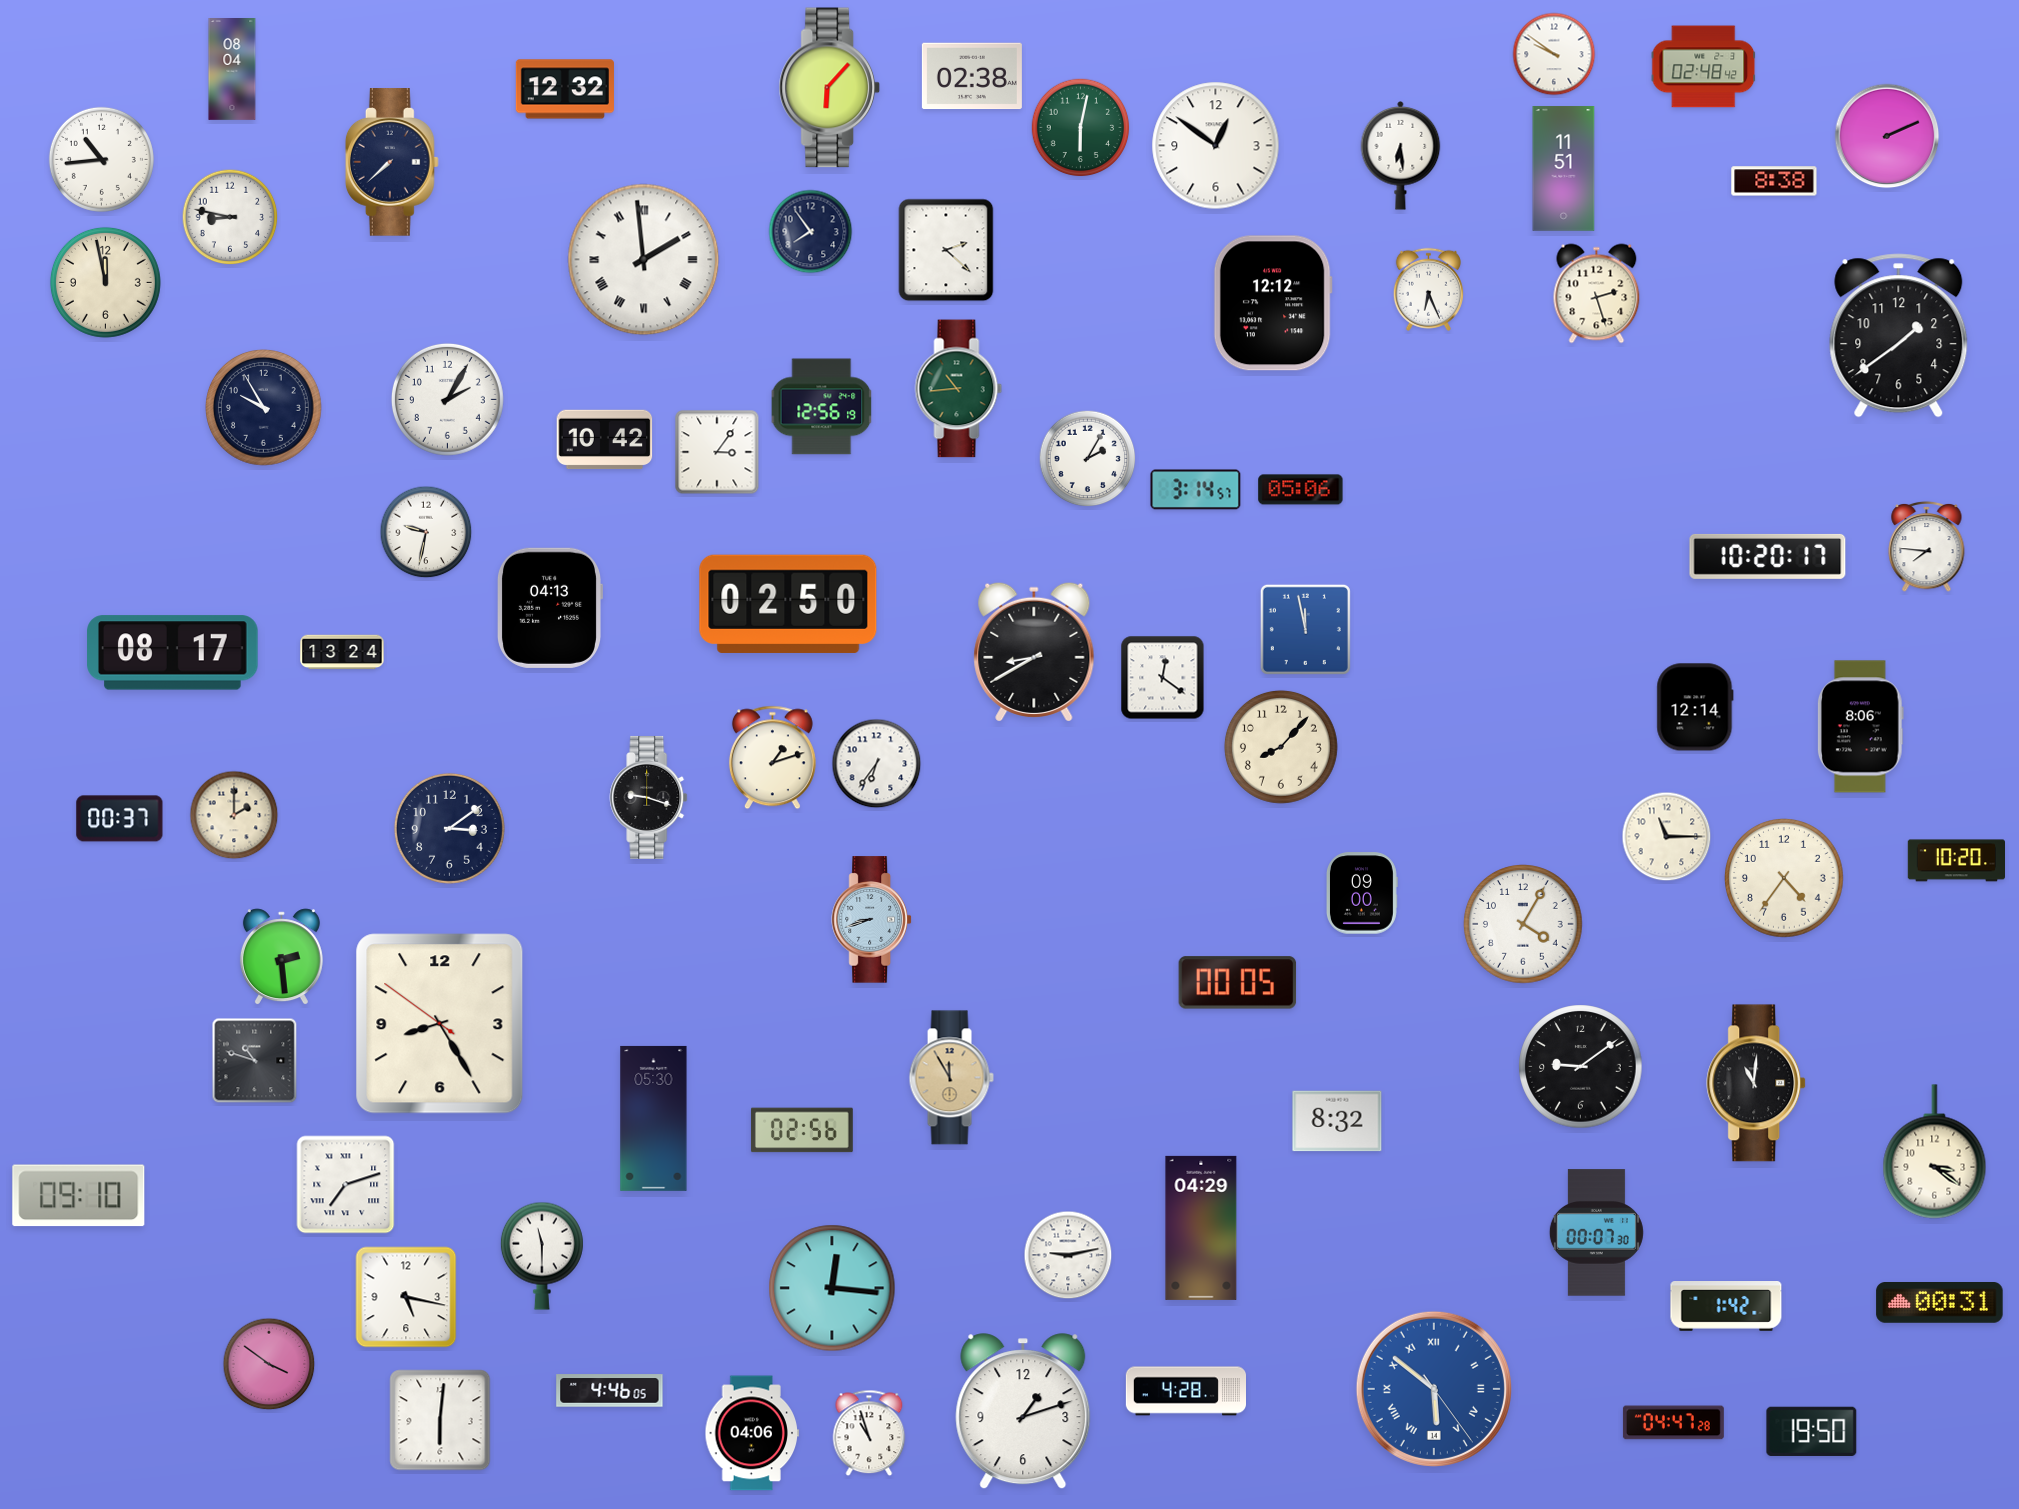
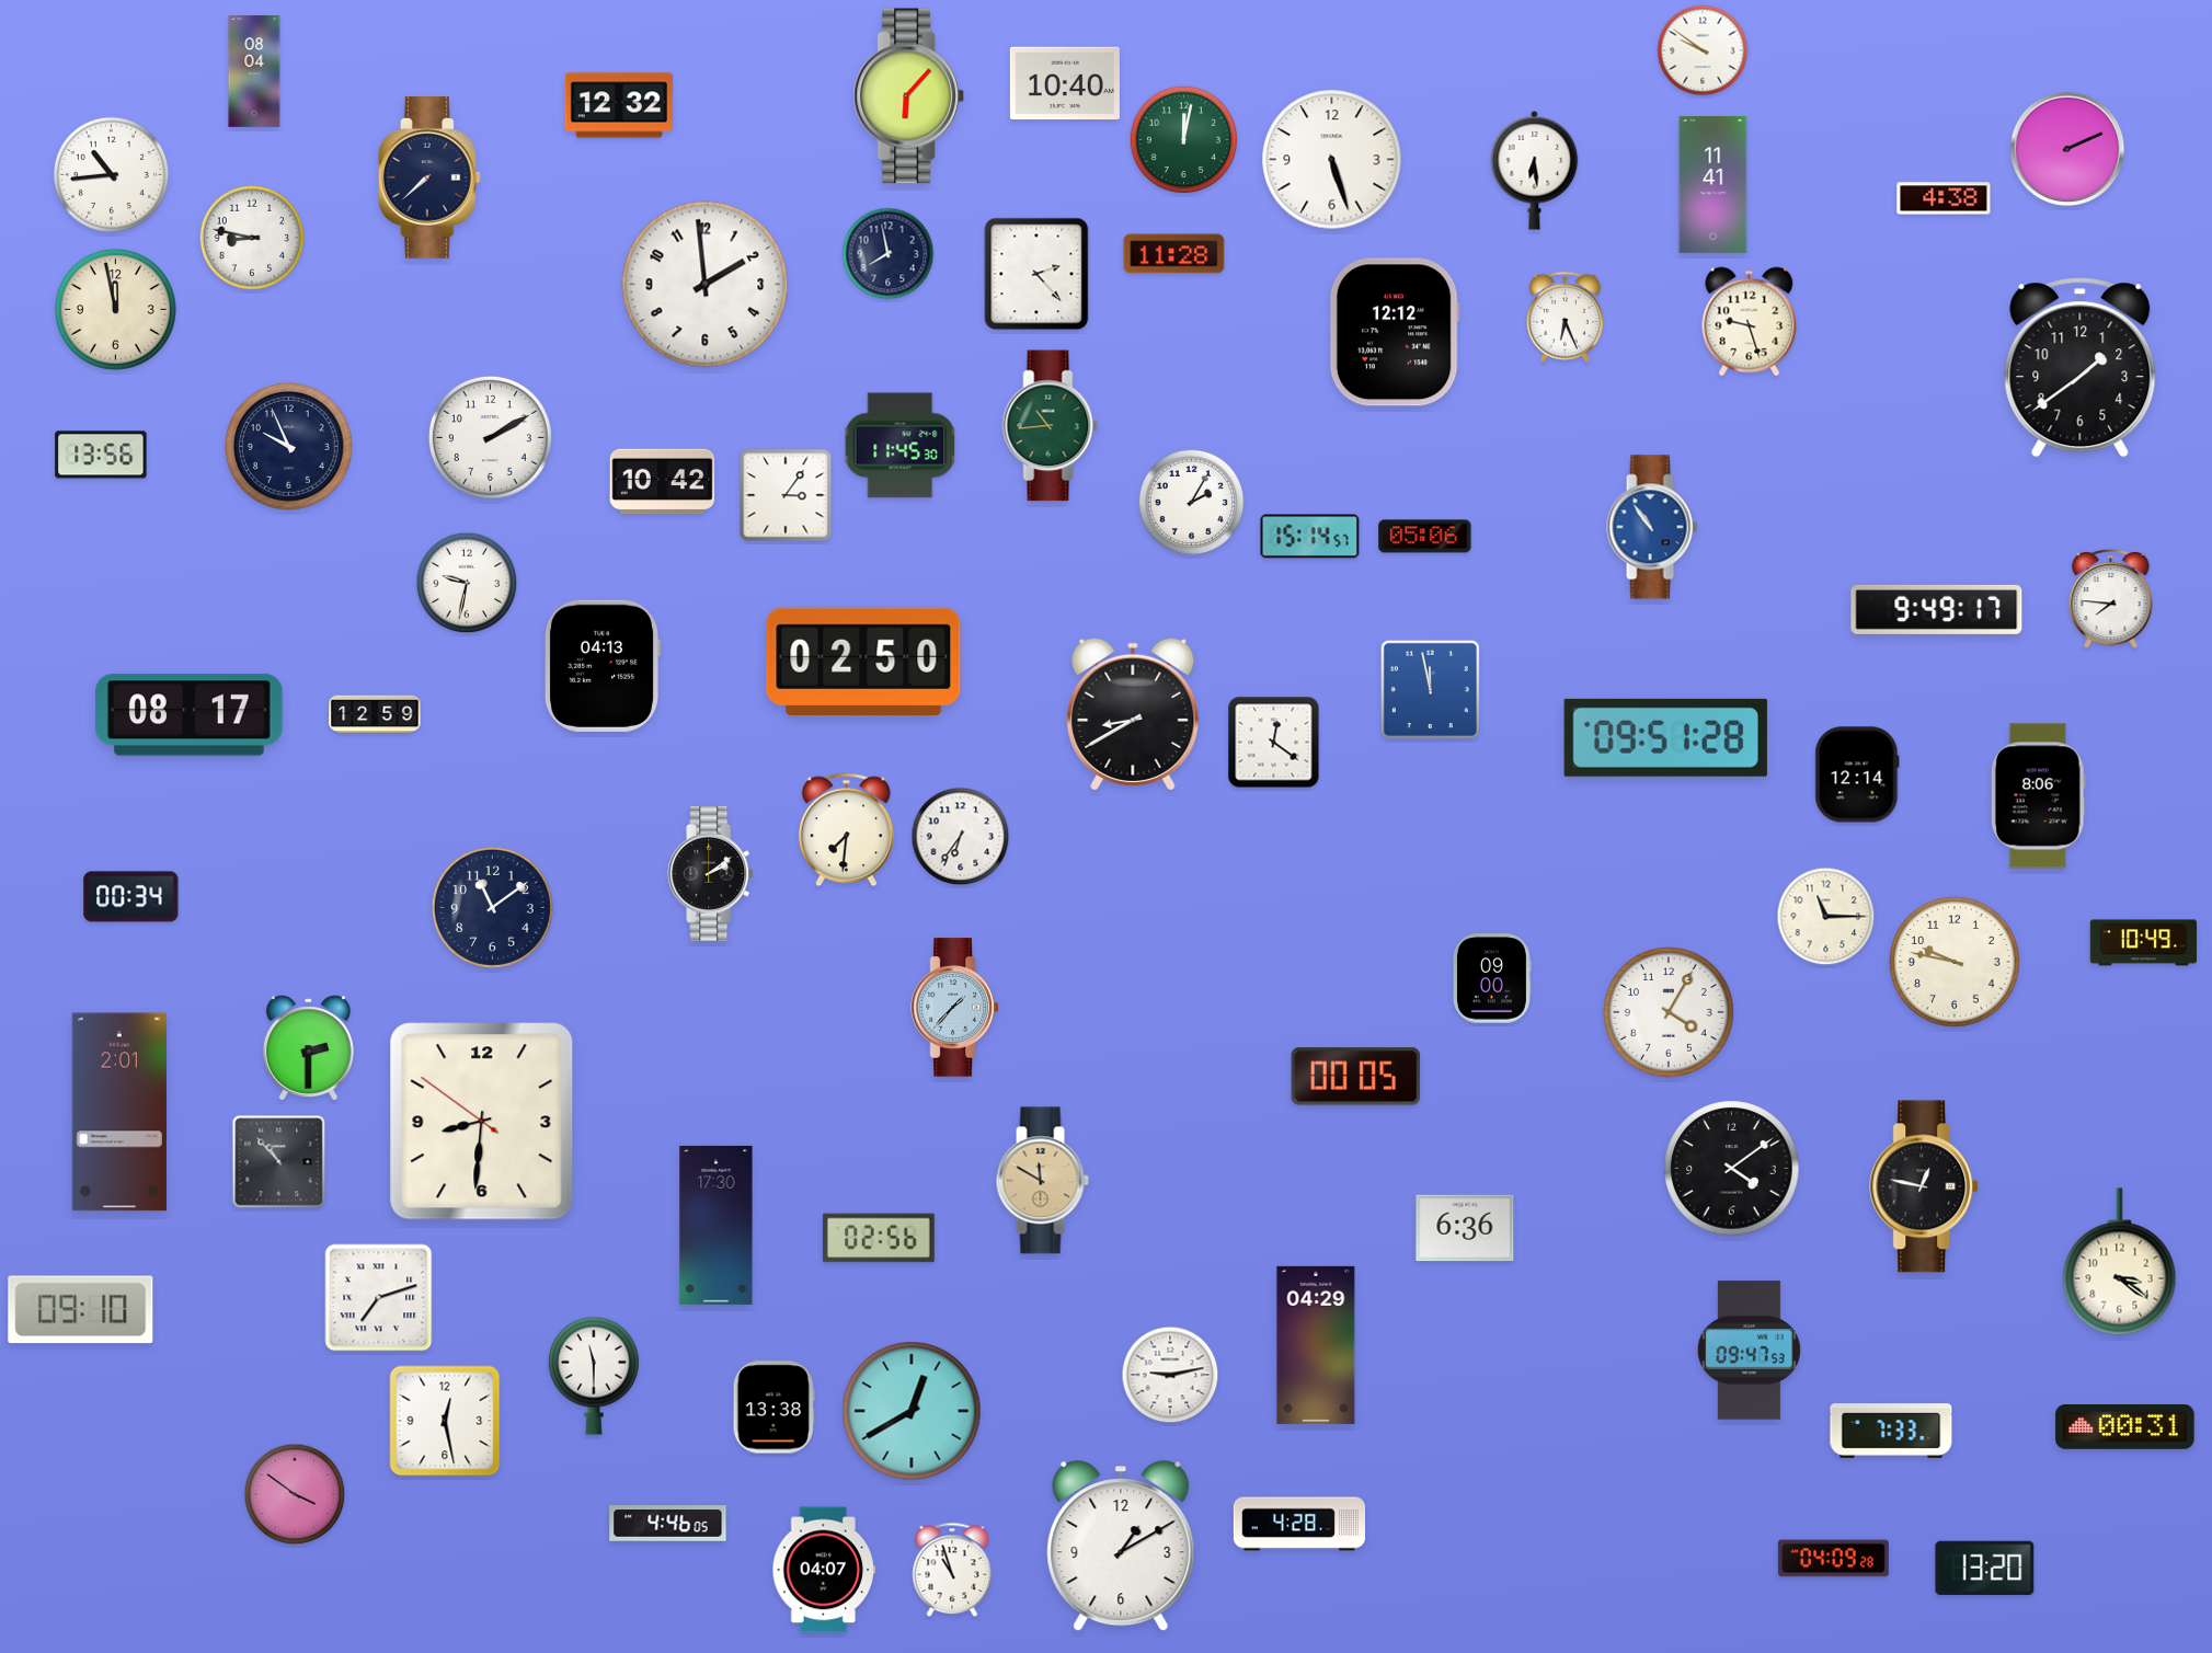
clock at (1554, 54) position: (1554, 54) -> (1703, 50)
clock at (1704, 67): 02:48 -> none
clock at (232, 69) position: (232, 69) -> (254, 71)
clock at (972, 76): 02:38 -> 10:40
clock at (565, 89) position: (565, 89) -> (619, 105)
clock at (1081, 128): 6:02 -> 12:02
clock at (1216, 146): 12:51 -> 5:27
clock at (1564, 169): 11:51 -> 11:41
clock at (1774, 181): 8:38 -> 4:38
clock at (811, 232): 7:54 -> 7:58
clock at (1174, 254): none -> 11:28
clock at (946, 250): 2:22 -> 2:23
clock at (644, 260) numerals: Roman -> Arabic
clock at (1597, 294): 2:27 -> 9:27
clock at (447, 399): 2:05 -> 2:10
clock at (822, 407): 12:56 -> 11:45
clock at (264, 408): 9:55 -> 9:56
clock at (101, 455): none -> 13:56
clock at (1652, 527): none -> 10:54
clock at (1196, 490): 3:14 -> 15:14
clock at (1768, 556): 10:20 -> 9:49
clock at (342, 652): 13:24 -> 12:59
clock at (1665, 737): none -> 09:51
clock at (1281, 747): 8:07 -> none
clock at (772, 758): 1:12 -> 7:31
clock at (649, 797): 9:18 -> 2:09
clock at (234, 815): 2:00 -> none
clock at (120, 819): 00:37 -> 00:34
clock at (449, 828): 3:09 -> 11:09
clock at (1956, 861): 10:20 -> 10:49
clock at (1784, 878): 4:36 -> 9:47
clock at (871, 920): 8:42 -> 1:37
clock at (281, 957): 2:29 -> 2:30
clock at (119, 1112): none -> 2:01
clock at (440, 1024): 8:24 -> 8:30
clock at (255, 1061): 10:48 -> 10:53
clock at (1581, 1067): 9:09 -> 4:09
clock at (951, 1078): 11:55 -> 11:50
clock at (1757, 1083): 11:01 -> 12:47
clock at (654, 1118): 05:30 -> 17:30
clock at (1337, 1121): 8:32 -> 6:36
clock at (79, 1196) position: (79, 1196) -> (81, 1310)
clock at (1596, 1233): 00:07 -> 09:47
clock at (773, 1408): none -> 13:38
clock at (832, 1288): 12:16 -> 12:40
clock at (406, 1297): 5:17 -> 12:28
clock at (1726, 1307): 1:42 -> 7:33
clock at (1434, 1389): 5:51 -> none
clock at (1023, 1412): 1:12 -> 1:10
clock at (440, 1420): 6:01 -> none
clock at (1673, 1423): 04:47 -> 04:09
clock at (1812, 1431): 19:50 -> 13:20
clock at (752, 1433): 04:06 -> 04:07
